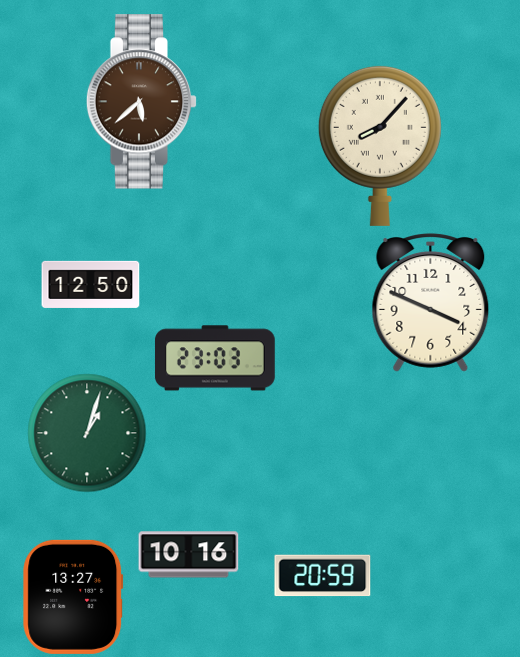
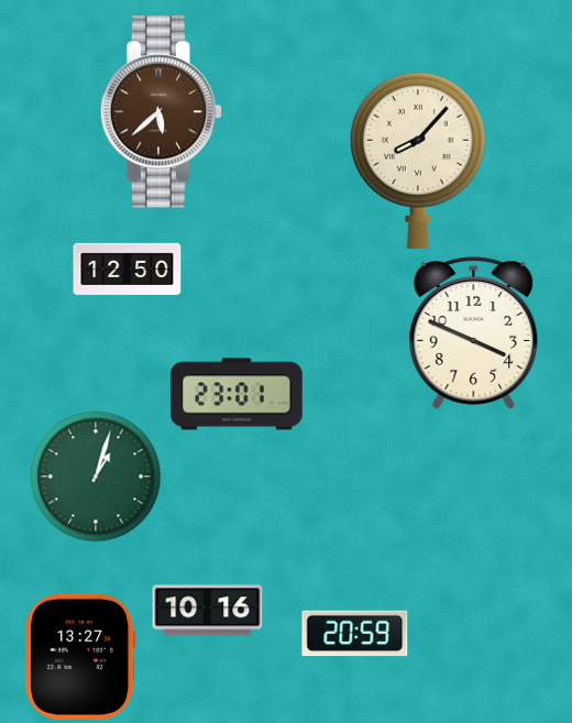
clock at (142, 102) position: (142, 102) -> (162, 112)
clock at (91, 284) position: (91, 284) -> (128, 269)
clock at (215, 358): 23:03 -> 23:01
